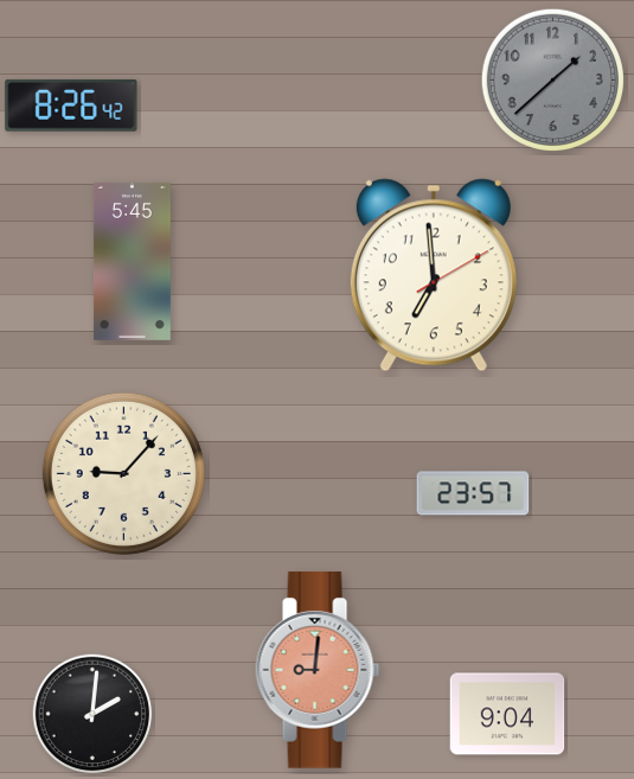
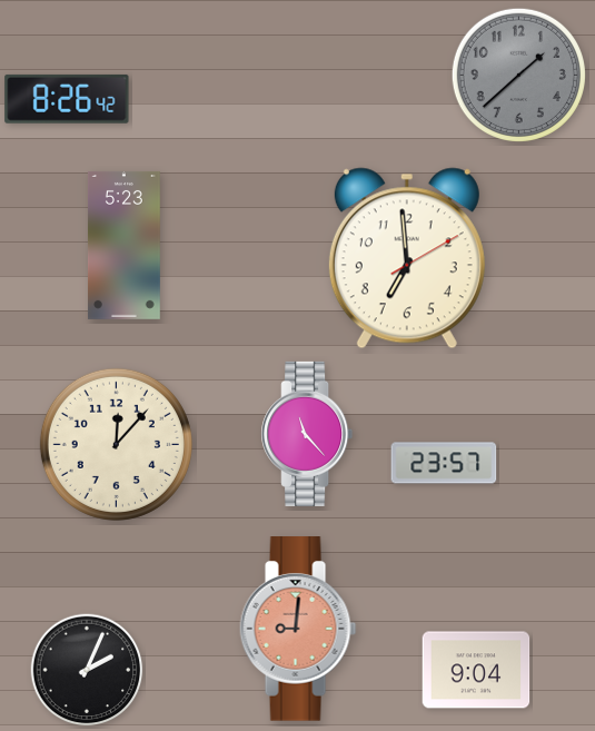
clock at (133, 261): 5:45 -> 5:23
clock at (307, 434): none -> 11:23
clock at (123, 473): 9:07 -> 12:07
clock at (92, 714): 2:01 -> 2:04
